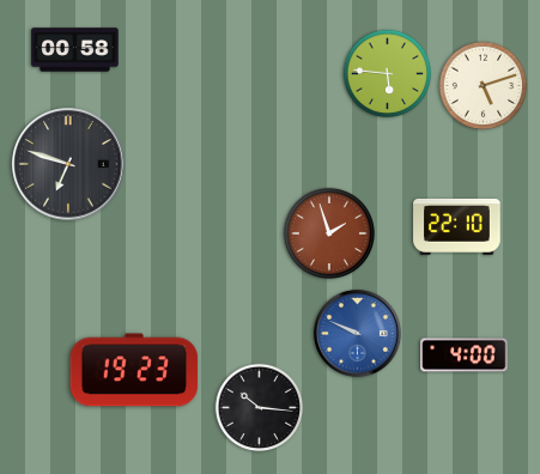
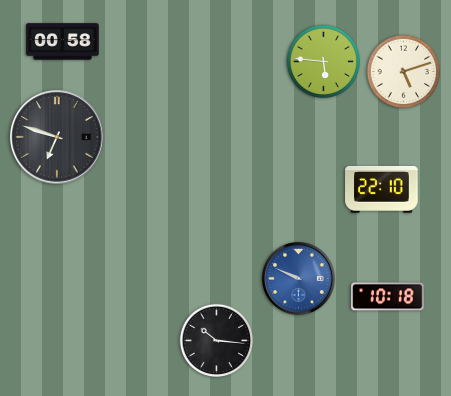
clock at (328, 232): 1:57 -> none
clock at (465, 355): 4:00 -> 10:18
clock at (134, 370): 19:23 -> none
